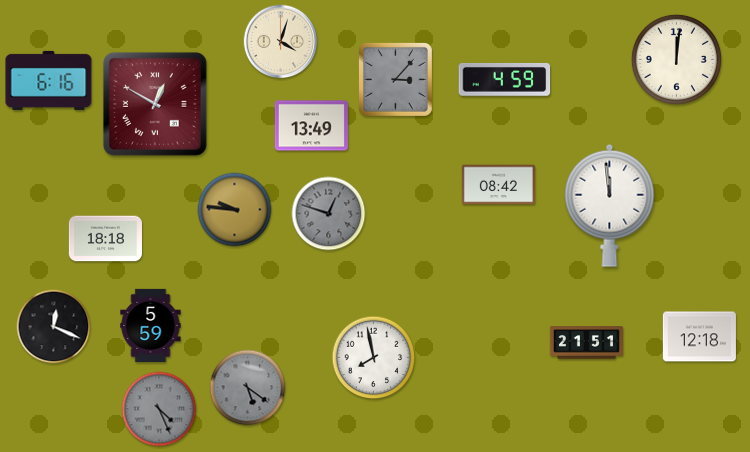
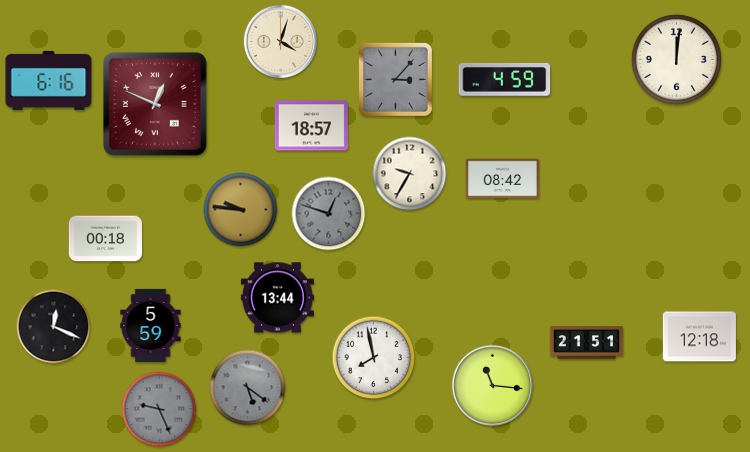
clock at (155, 104): 12:50 -> 12:49
clock at (311, 126): 13:49 -> 18:57
clock at (410, 174): none -> 9:35
clock at (498, 185) position: (498, 185) -> (502, 179)
clock at (610, 205): 11:59 -> none
clock at (235, 210) position: (235, 210) -> (241, 210)
clock at (105, 239): 18:18 -> 00:18
clock at (277, 298): none -> 13:44
clock at (492, 385): none -> 11:16
clock at (159, 409): 4:26 -> 9:26
